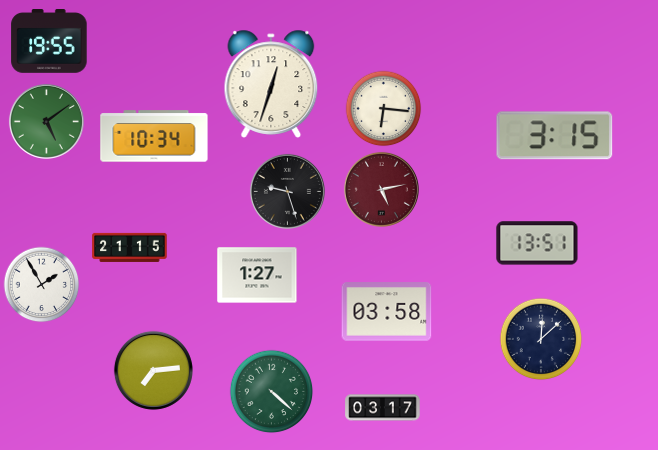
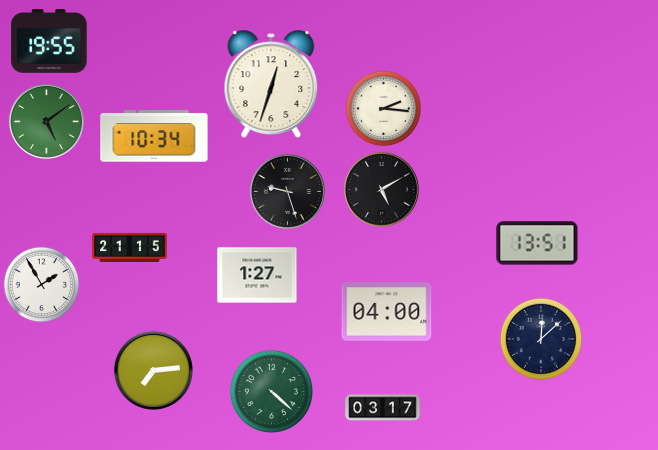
clock at (384, 109): 6:16 -> 2:16
clock at (555, 136): 3:15 -> none
clock at (381, 189): 5:13 -> 5:10
clock at (381, 189) dial: burgundy -> black
clock at (387, 312): 03:58 -> 04:00
